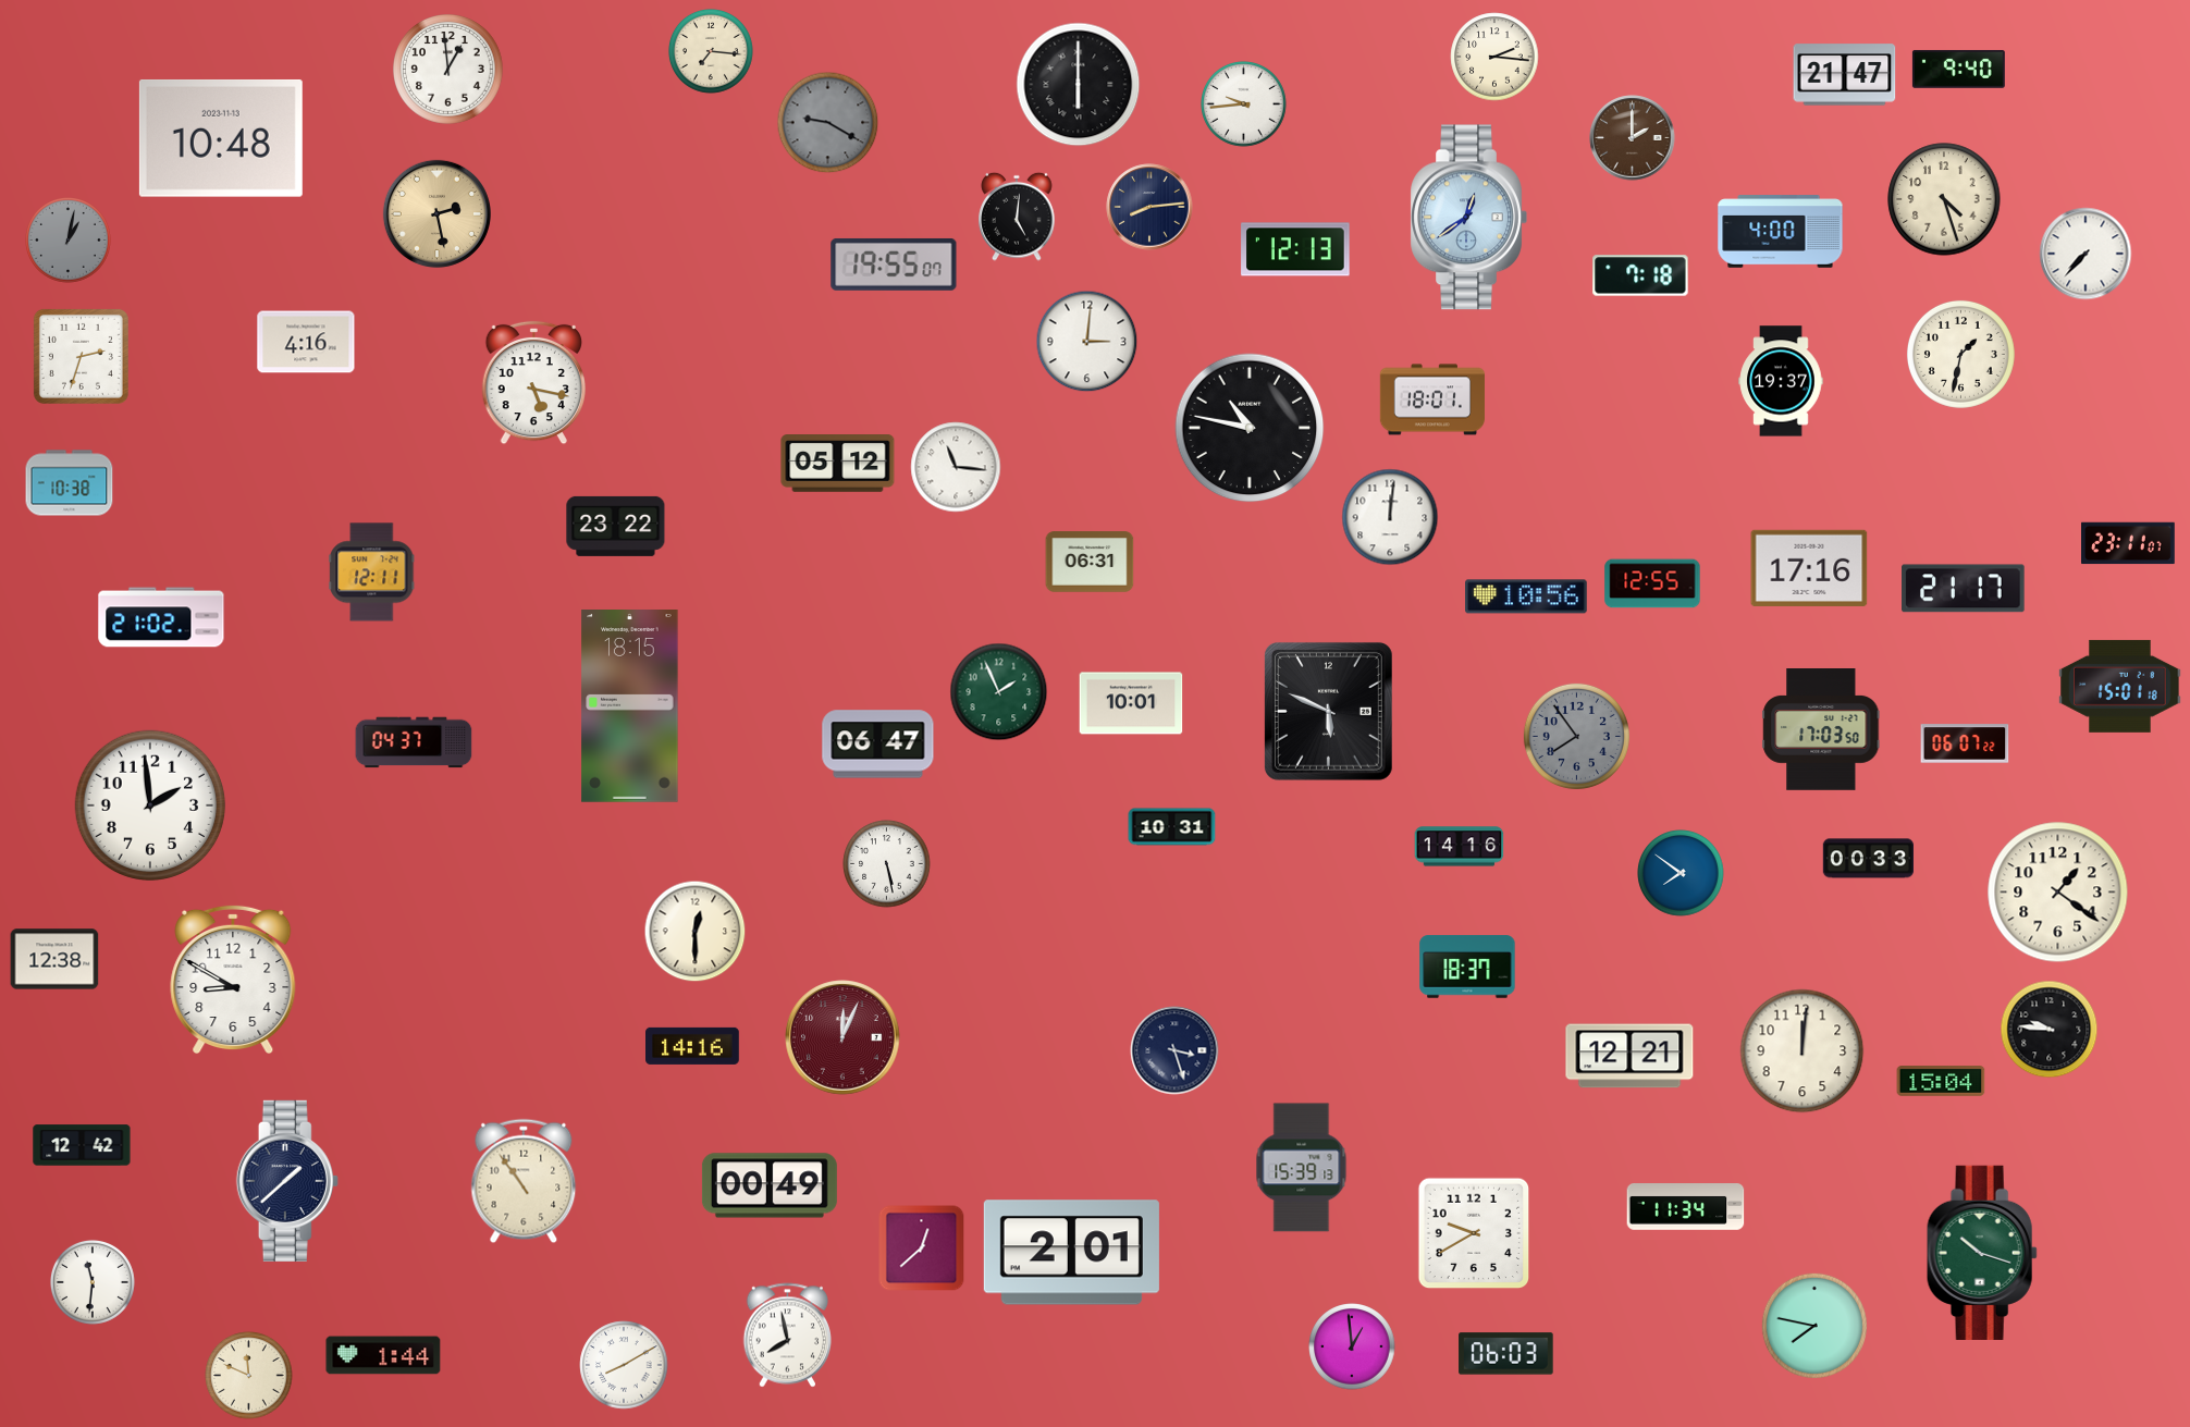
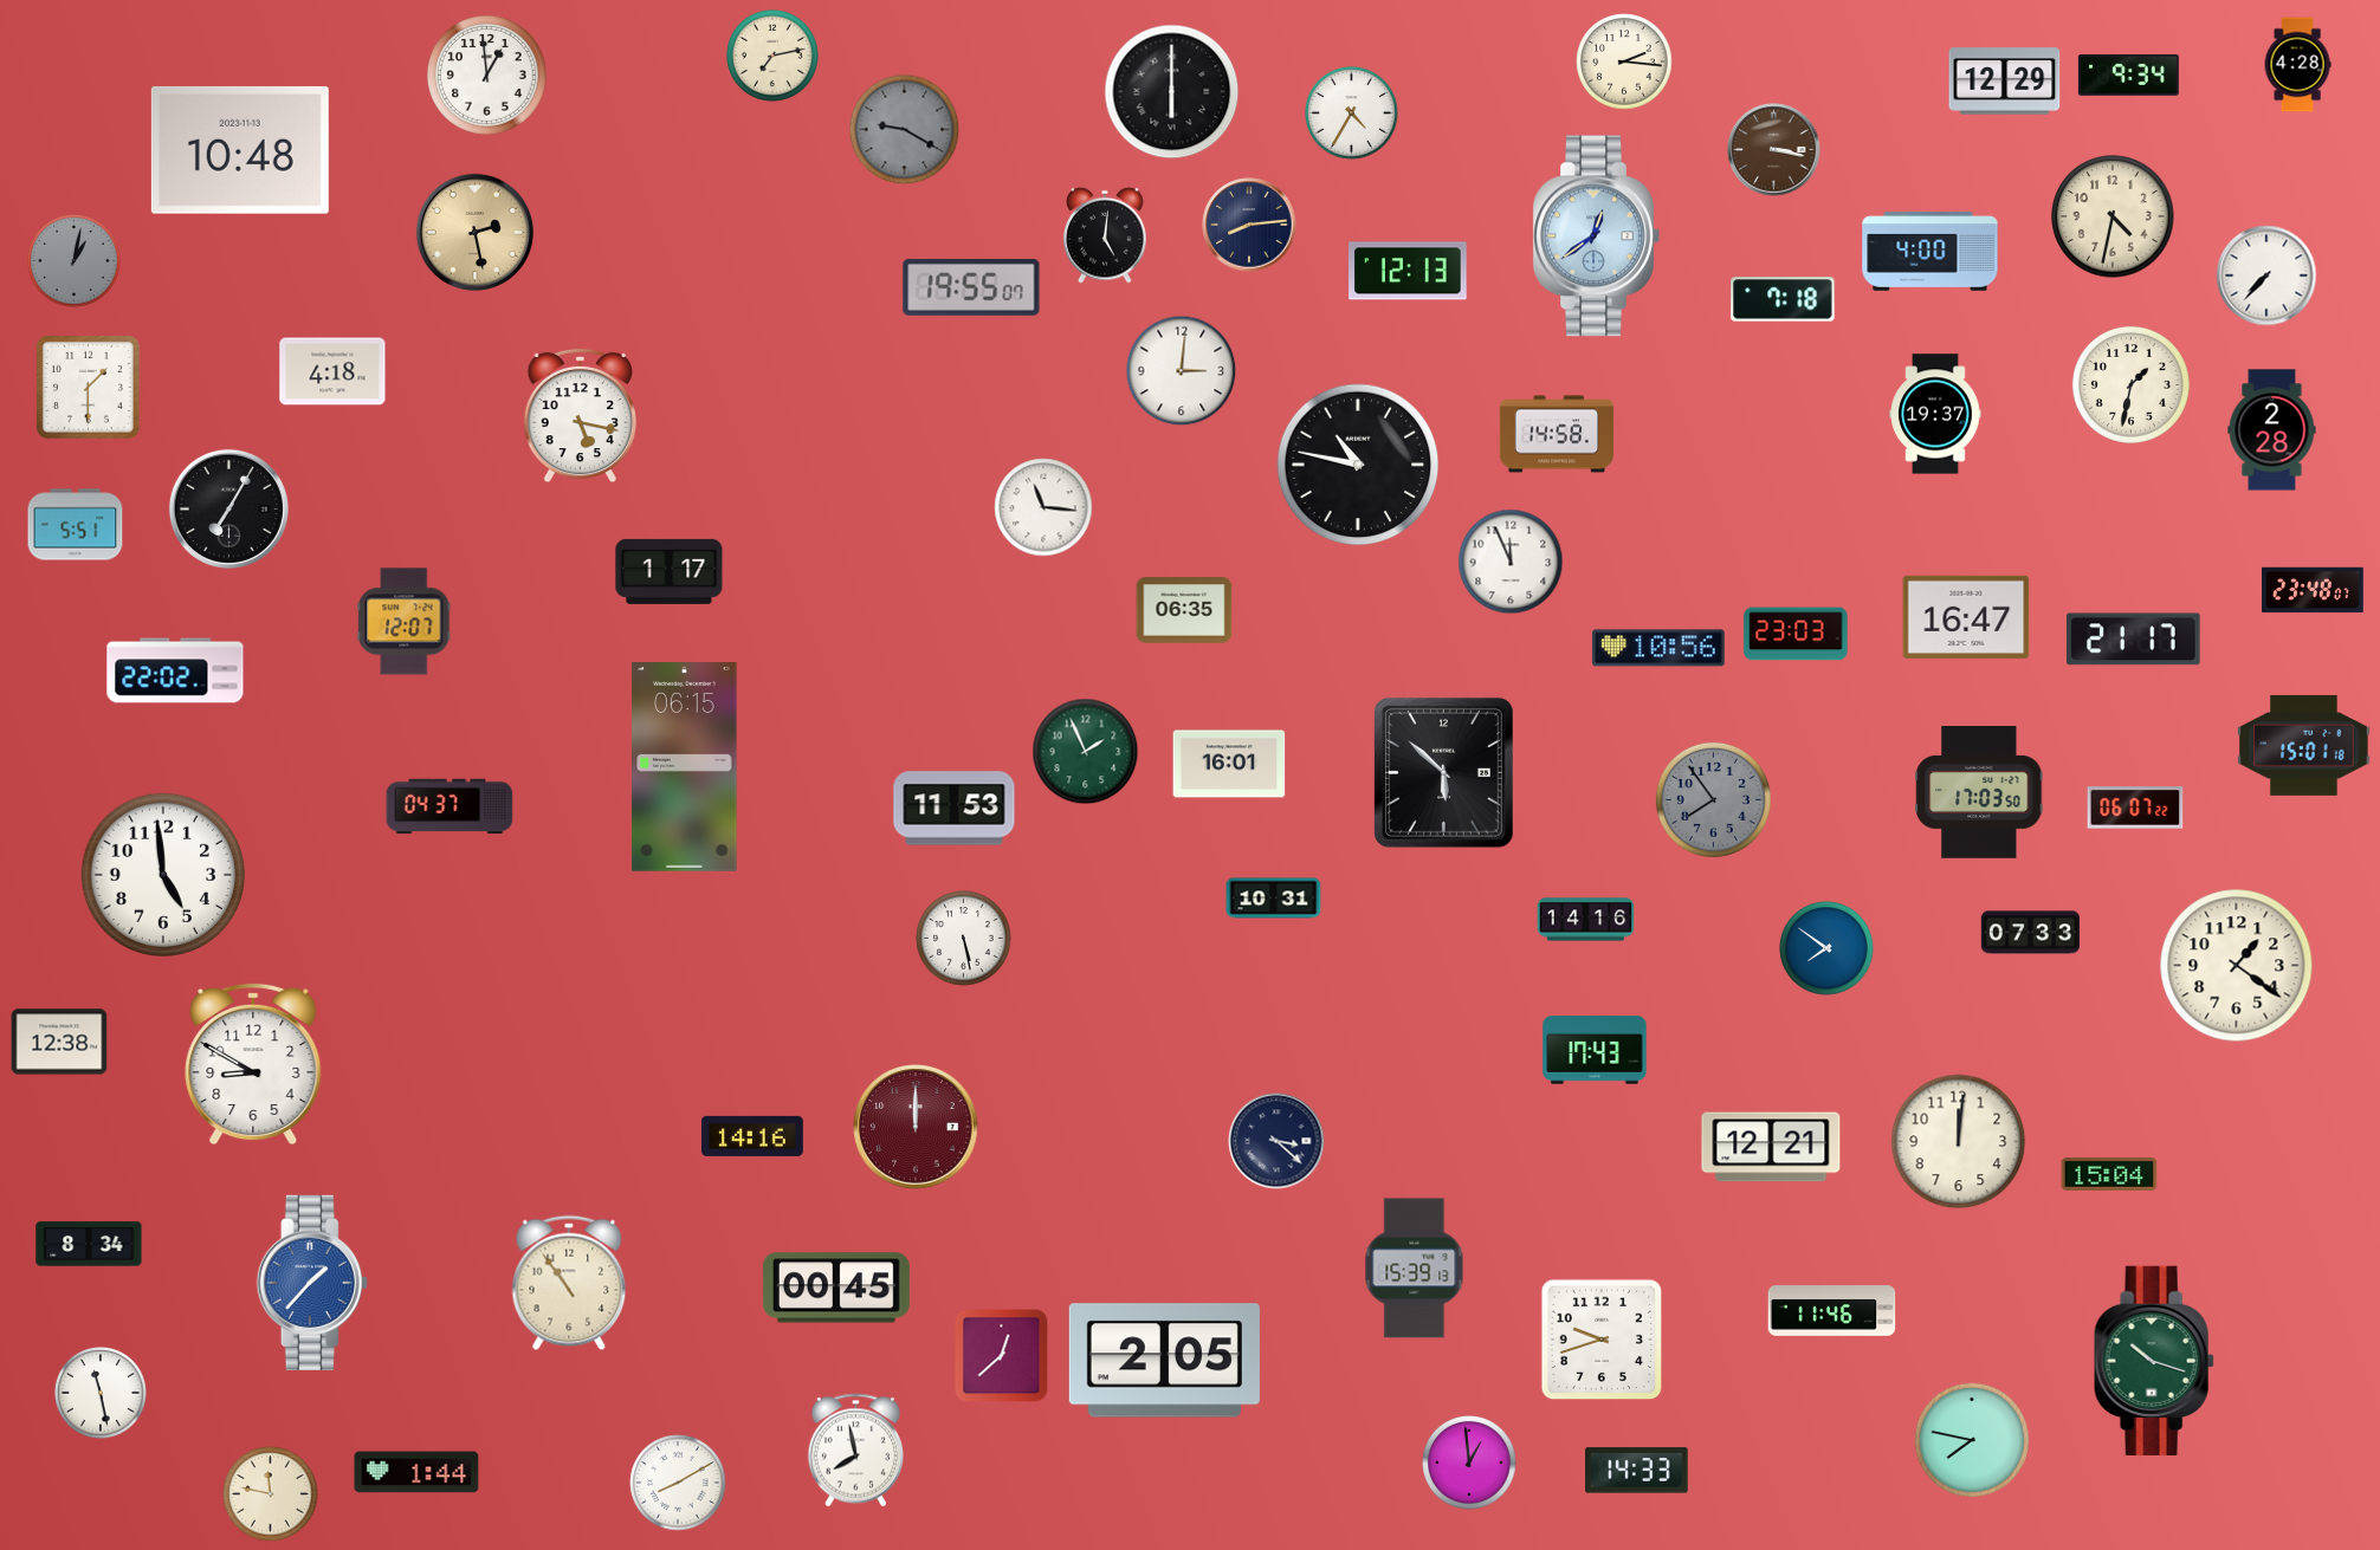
clock at (711, 51): 7:16 -> 7:13
clock at (2297, 65): none -> 4:28
clock at (1958, 69): 9:40 -> 9:34
clock at (1845, 75): 21:47 -> 12:29
clock at (1244, 104): 9:44 -> 4:35
clock at (828, 123) position: (828, 123) -> (905, 130)
clock at (1633, 138): 2:00 -> 3:17
clock at (1944, 199): 4:27 -> 4:32
clock at (1781, 232) position: (1781, 232) -> (1930, 252)
clock at (306, 342): 4:16 -> 4:18
clock at (81, 356): 2:33 -> 1:30
clock at (2272, 430): none -> 2:28
clock at (1431, 399): 18:01 -> 14:58
clock at (838, 464): 05:12 -> none
clock at (956, 467) position: (956, 467) -> (1043, 507)
clock at (228, 508): none -> 7:05
clock at (70, 483): 10:38 -> 5:51
clock at (1390, 517): 12:01 -> 11:56
clock at (616, 526): 23:22 -> 1:17
clock at (2128, 543): 23:11 -> 23:48
clock at (1090, 562): 06:31 -> 06:35
clock at (1809, 567): 17:16 -> 16:47
clock at (372, 573): 12:11 -> 12:07
clock at (1652, 583): 12:55 -> 23:03
clock at (161, 617): 21:02 -> 22:02
clock at (1131, 703): 10:01 -> 16:01
clock at (630, 706): 18:15 -> 06:15
clock at (1328, 711): 5:49 -> 5:52
clock at (878, 745): 06:47 -> 11:53
clock at (149, 804): 1:59 -> 4:59
clock at (1868, 859): 00:33 -> 07:33
clock at (2058, 893) position: (2058, 893) -> (2237, 966)
clock at (696, 932): 12:30 -> none
clock at (1467, 967): 18:37 -> 17:43
clock at (2050, 1030): 9:46 -> none
clock at (842, 1037): 12:04 -> 12:00
clock at (1174, 1050): 3:27 -> 3:22
clock at (82, 1145): 12:42 -> 8:34
clock at (287, 1181): 1:38 -> 1:37
clock at (287, 1181) dial: navy -> blue
clock at (770, 1185): 00:49 -> 00:45
clock at (1686, 1207): 11:34 -> 11:46
clock at (1474, 1233): 9:40 -> 9:42
clock at (1071, 1253): 2:01 -> 2:05
clock at (93, 1282): 11:31 -> 11:28
clock at (1506, 1354): 06:03 -> 14:33
clock at (249, 1376): 11:49 -> 11:47
